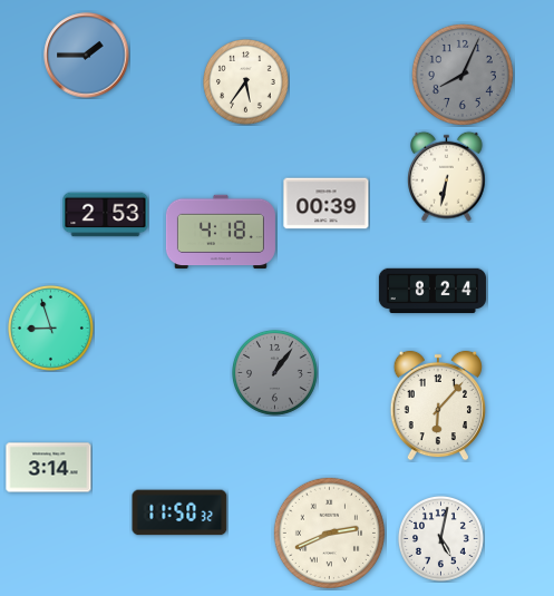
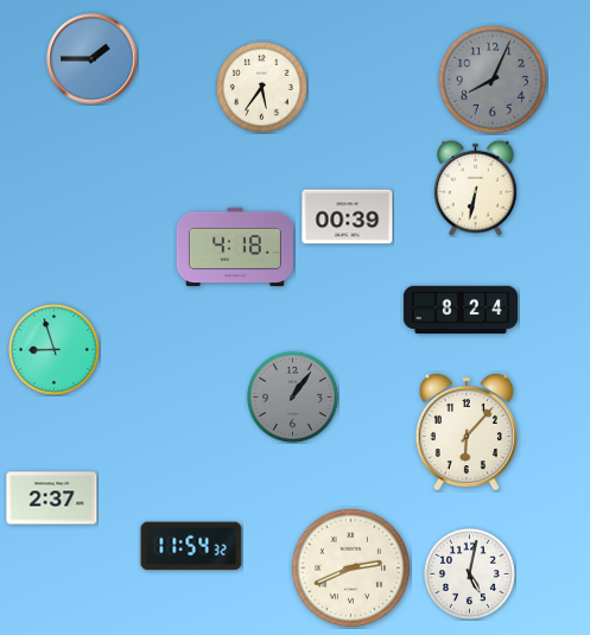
clock at (106, 215): 2:53 -> none
clock at (49, 468): 3:14 -> 2:37
clock at (179, 512): 11:50 -> 11:54
